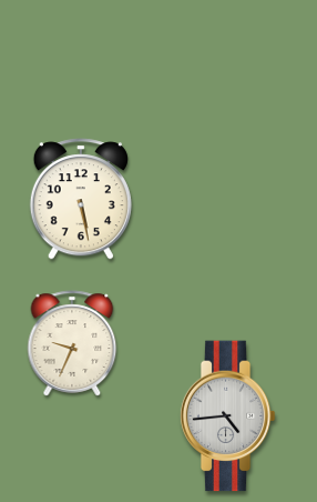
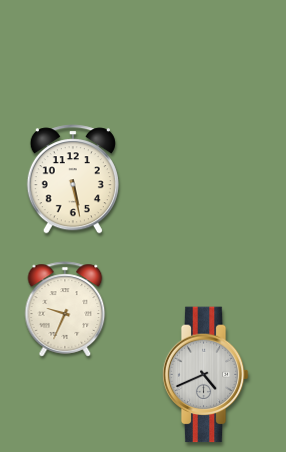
clock at (227, 416): 4:44 -> 4:41
